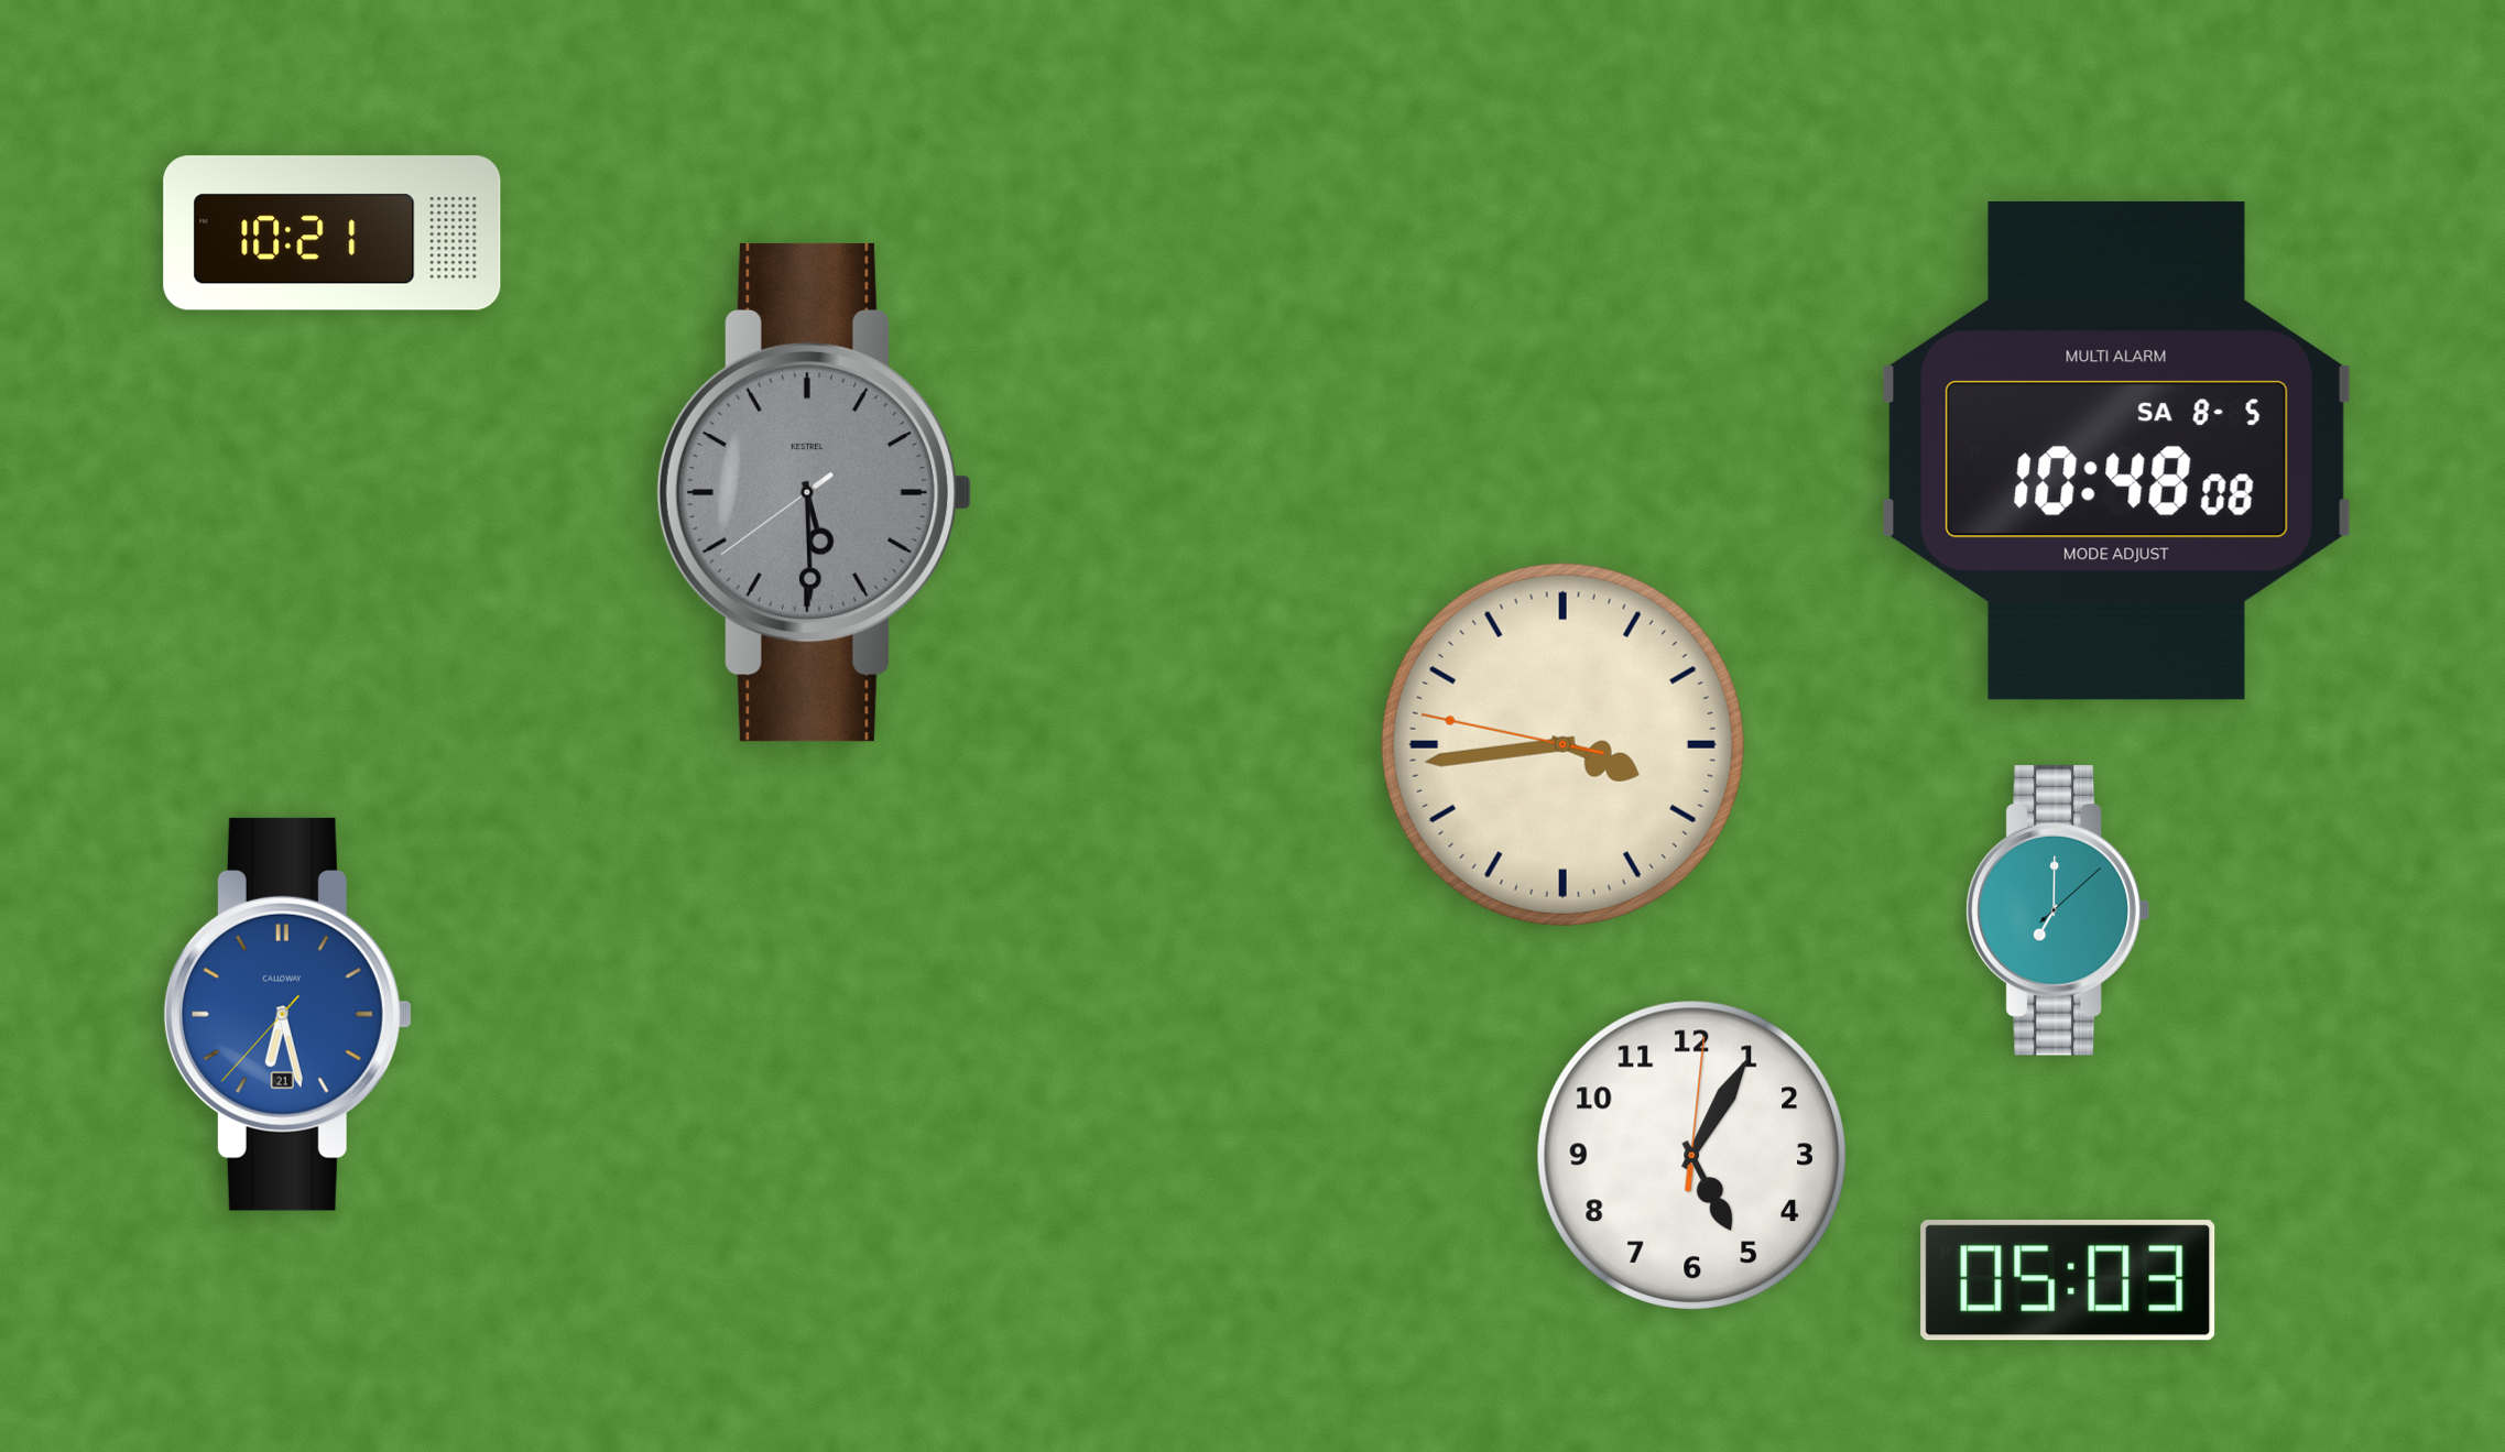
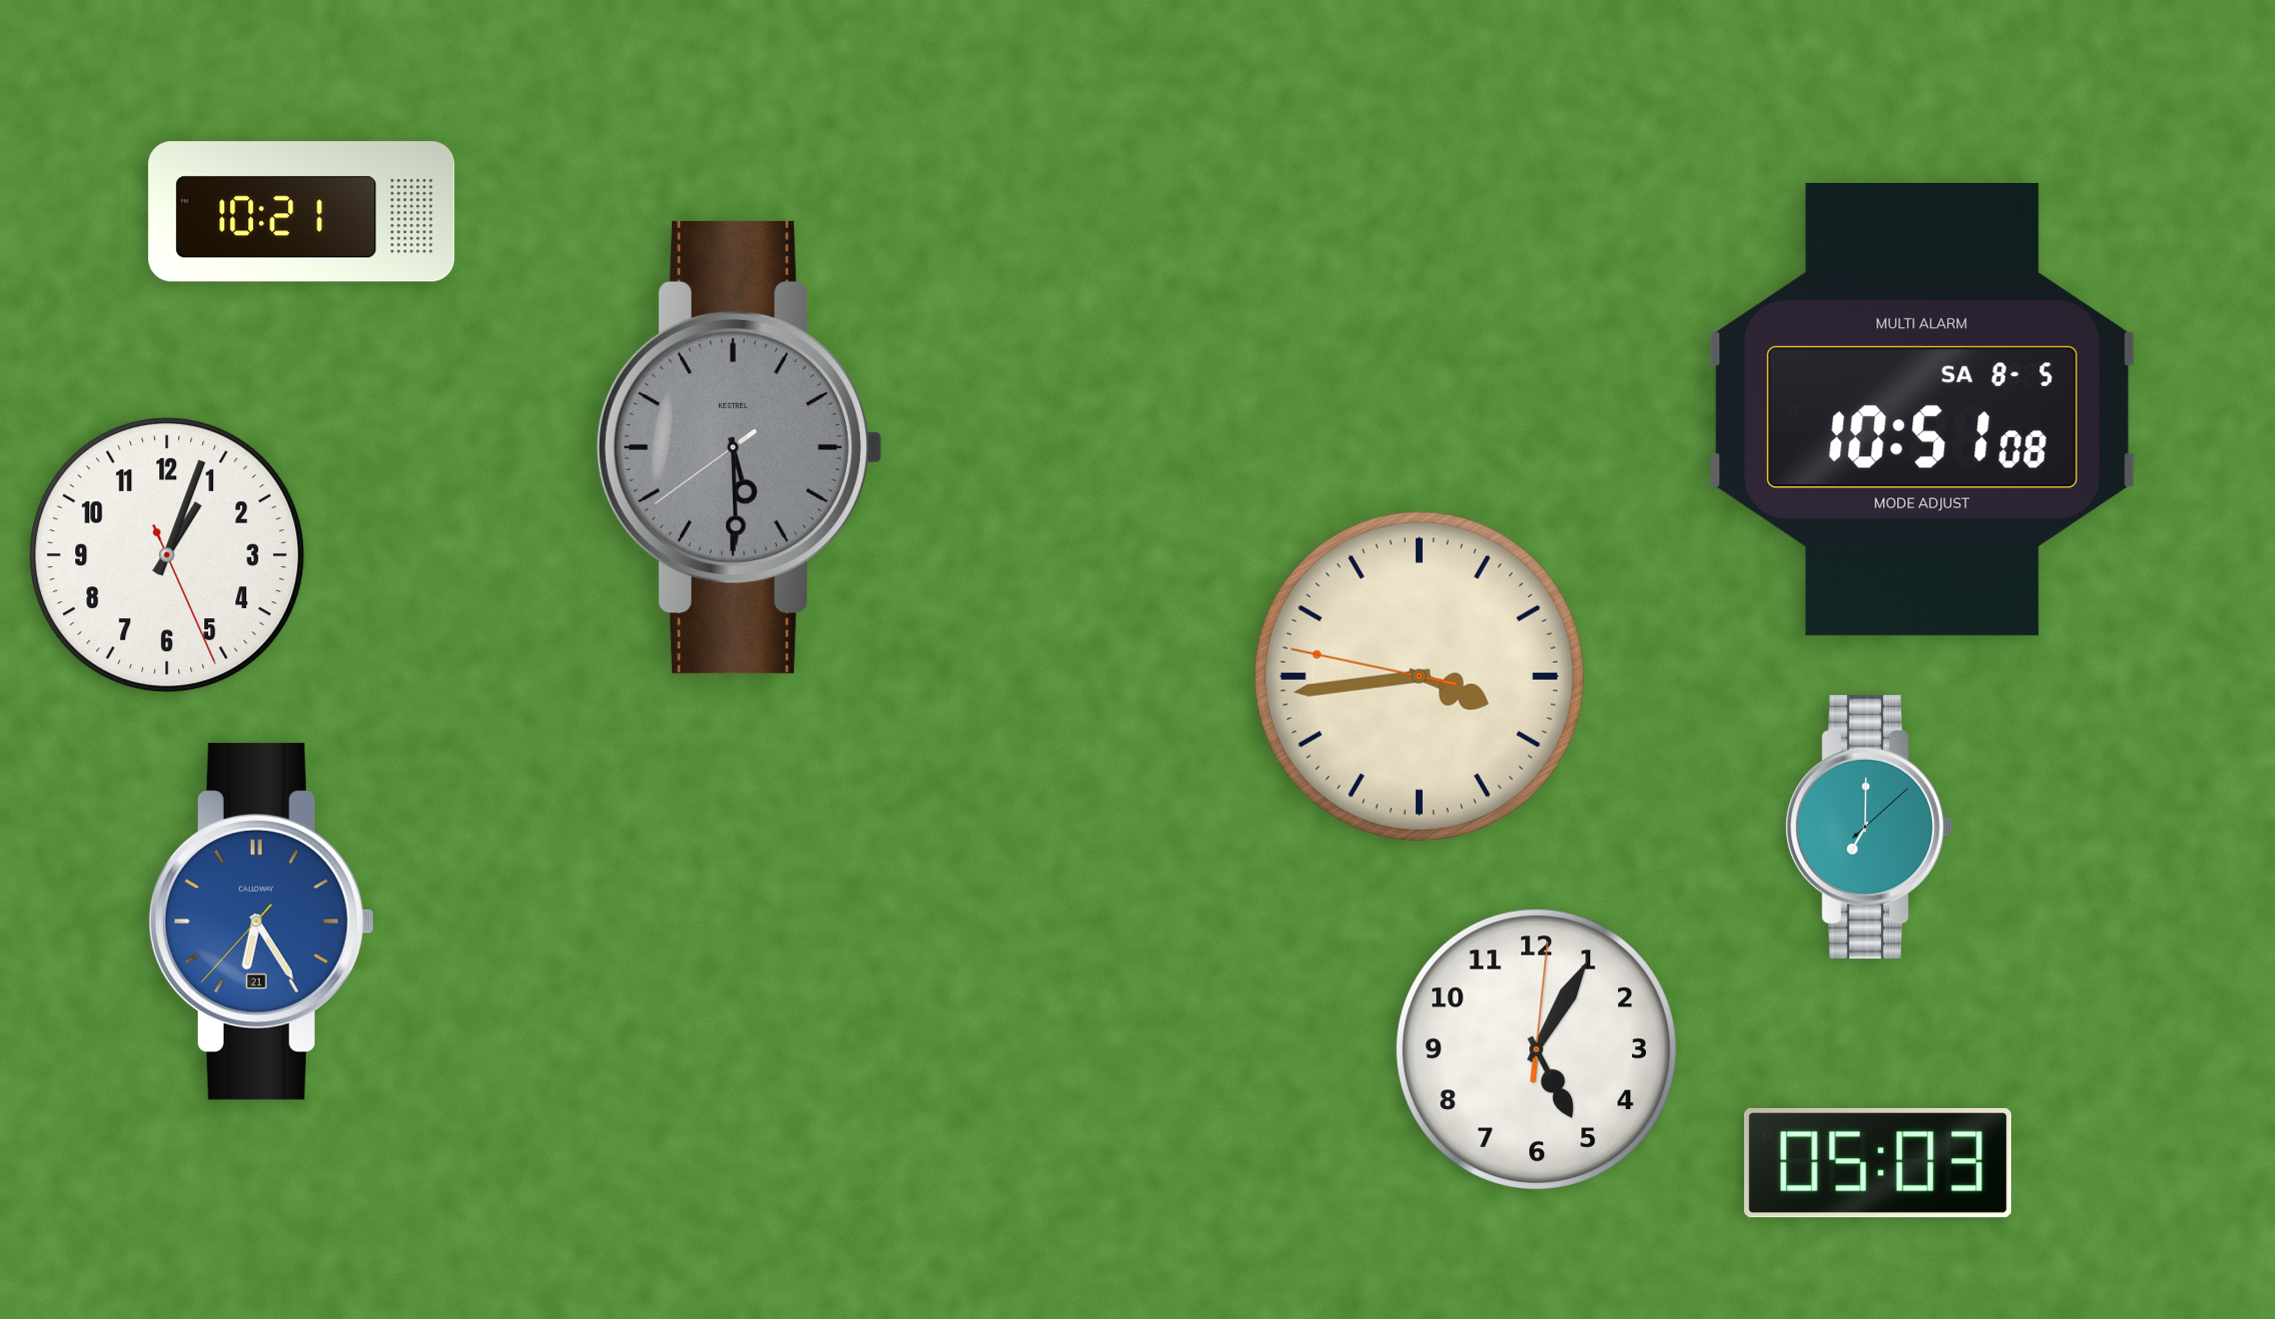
clock at (2117, 450): 10:48 -> 10:51
clock at (167, 555): none -> 1:03
clock at (287, 1014): 6:27 -> 6:24
